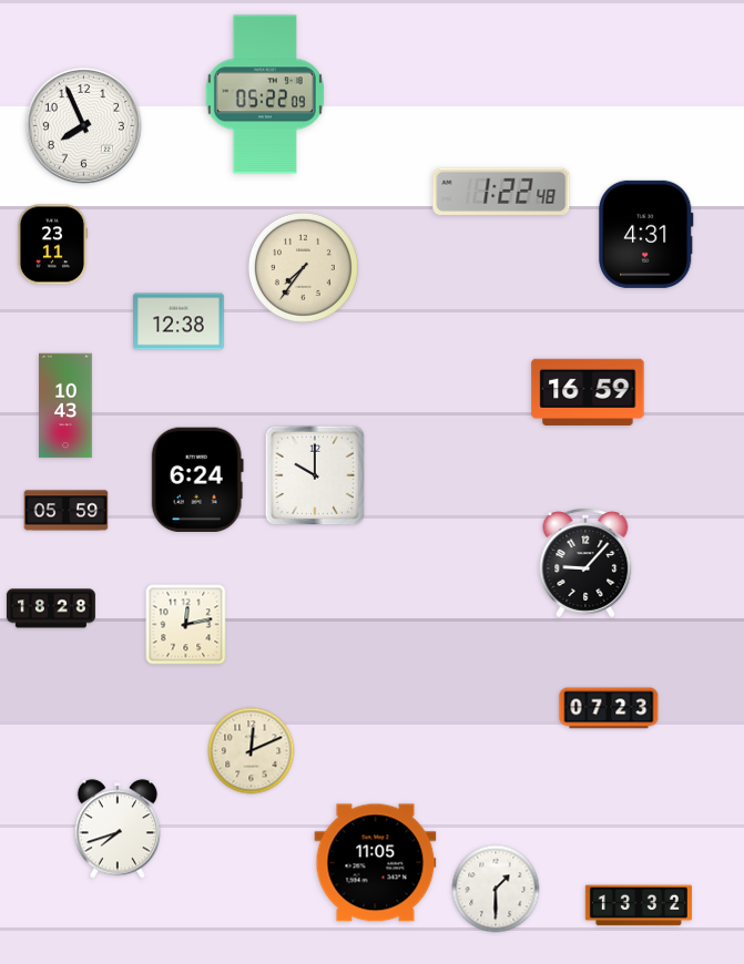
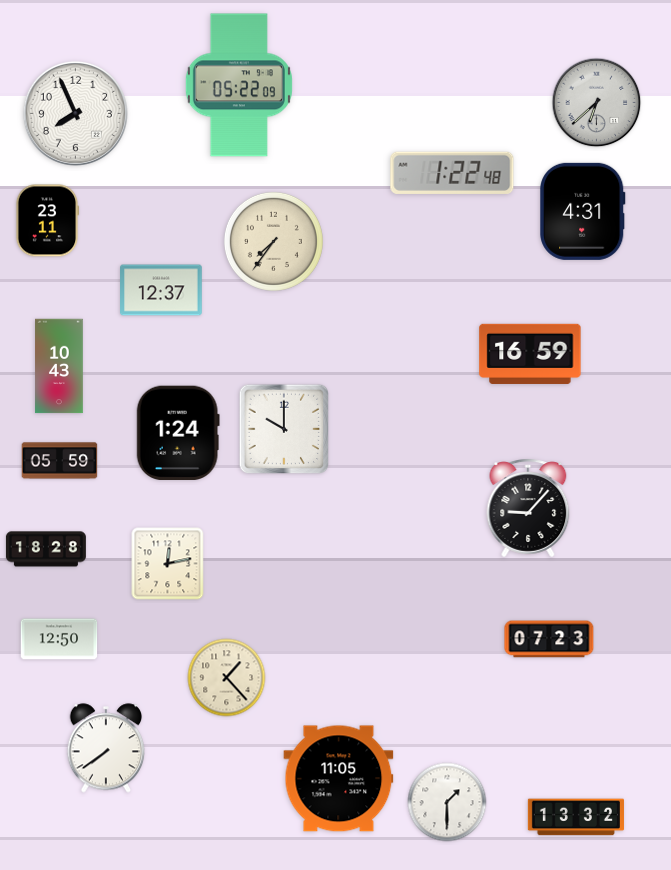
clock at (597, 103): none -> 6:38
clock at (179, 321): 12:38 -> 12:37
clock at (197, 479): 6:24 -> 1:24
clock at (59, 639): none -> 12:50
clock at (252, 751): 12:11 -> 1:23
clock at (118, 829): 7:42 -> 7:39
